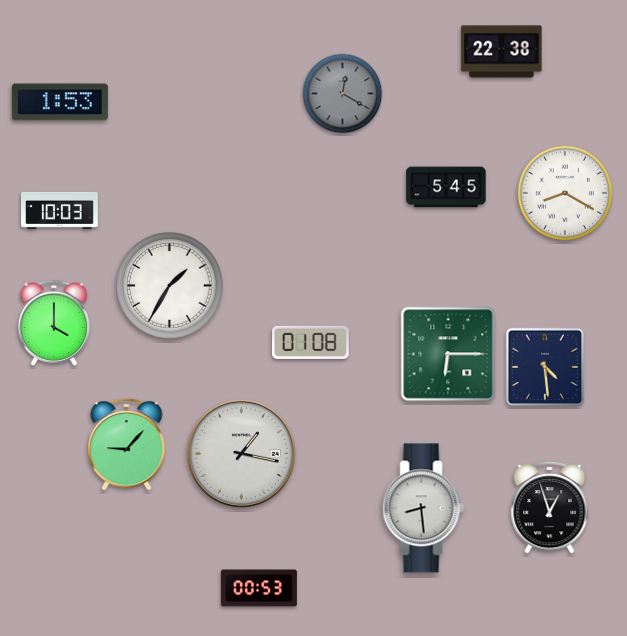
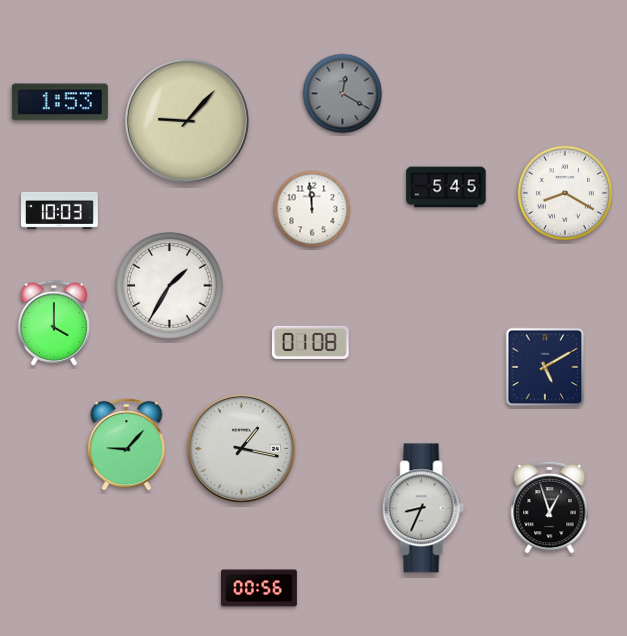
clock at (502, 52): 22:38 -> none
clock at (187, 121): none -> 9:07
clock at (312, 209): none -> 11:59
clock at (448, 354): 6:15 -> none
clock at (545, 367): 4:29 -> 5:10
clock at (241, 453) position: (241, 453) -> (241, 448)
clock at (423, 508): 8:29 -> 8:34
clock at (259, 588): 00:53 -> 00:56
